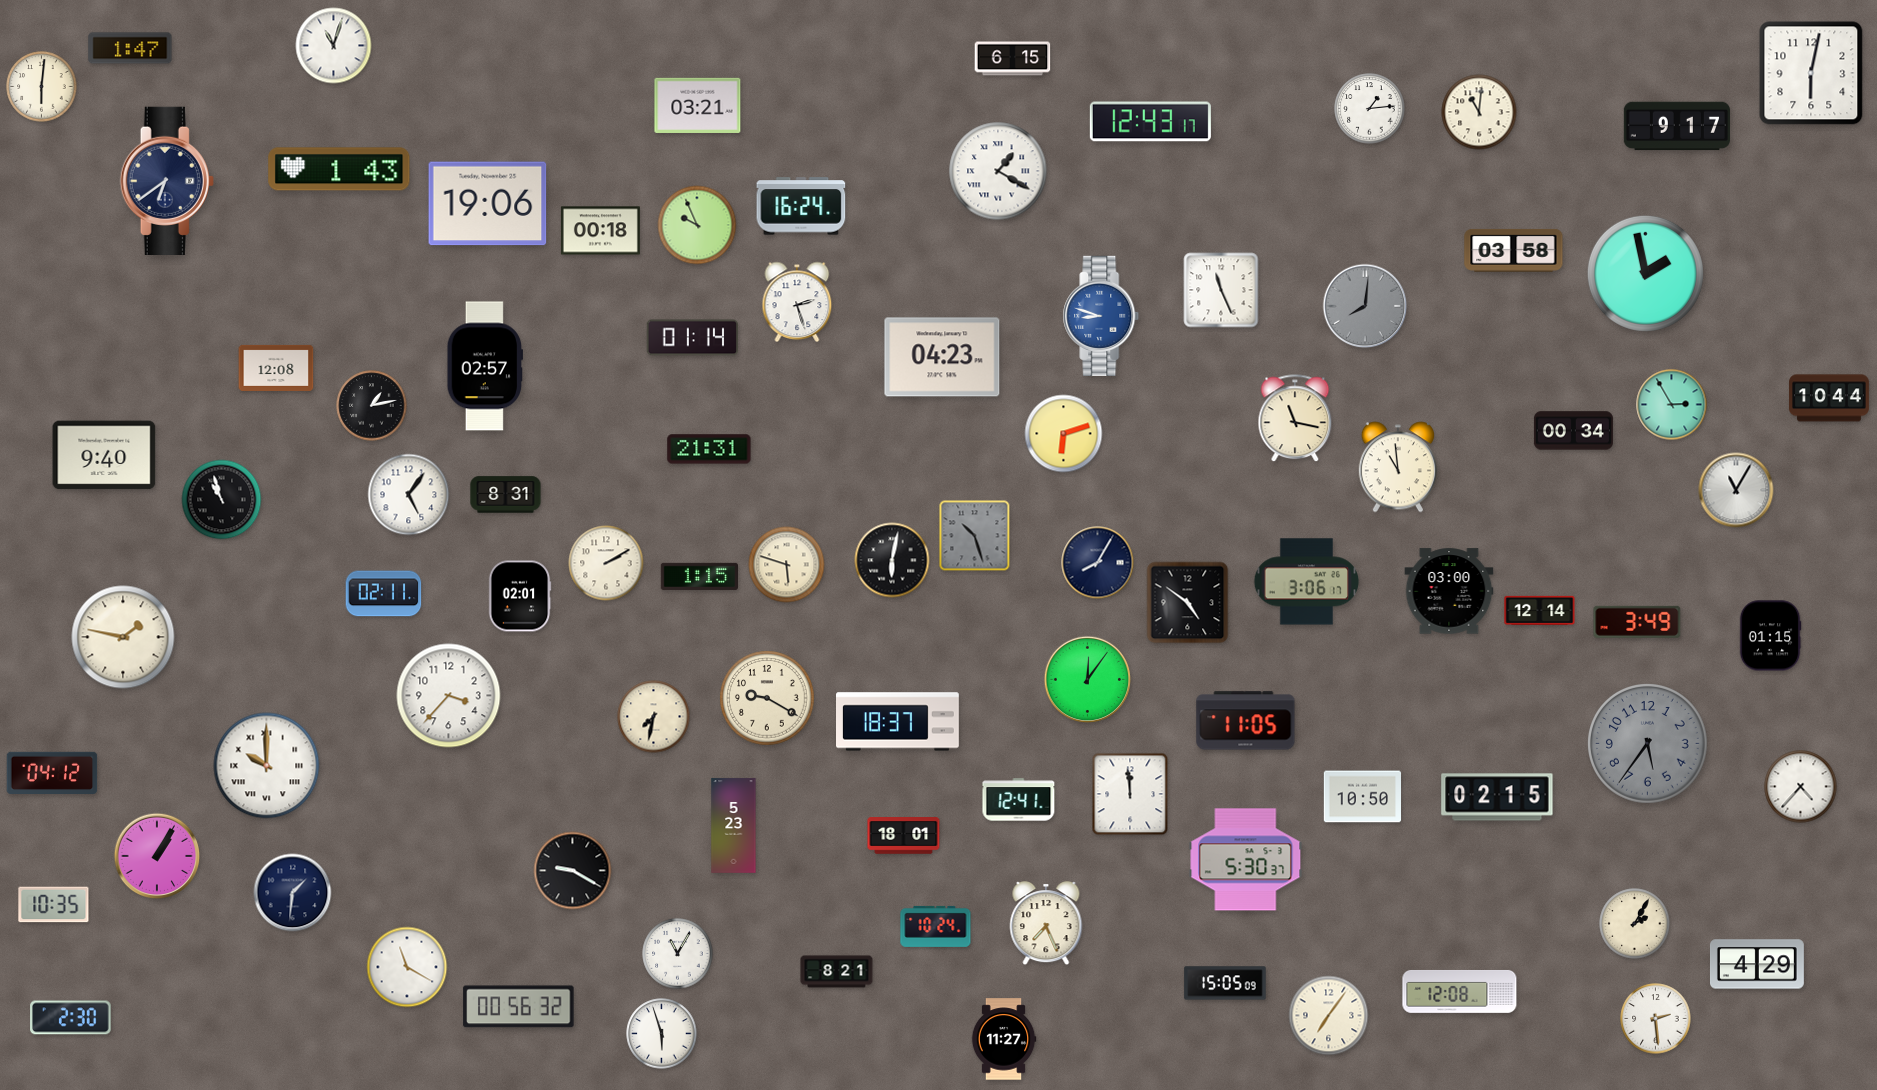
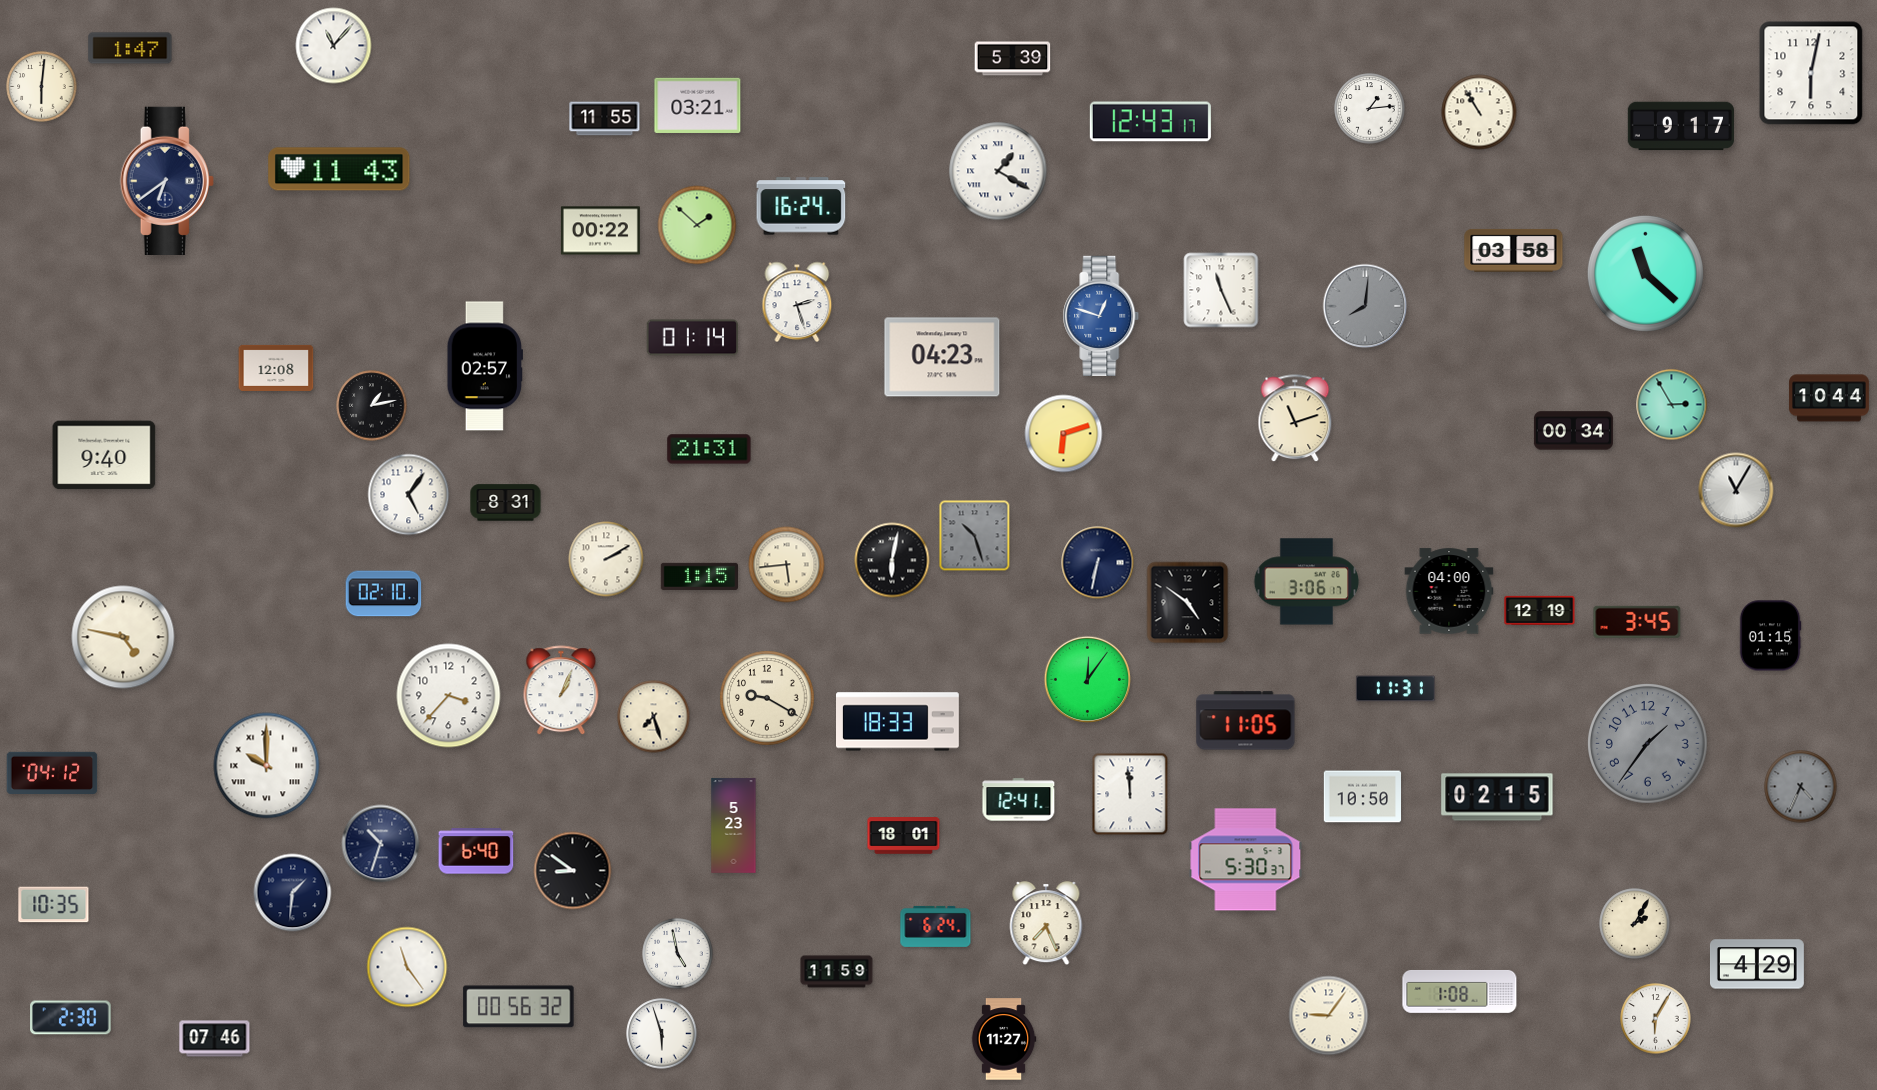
clock at (334, 46): 11:03 -> 11:07
clock at (1013, 59): 6:15 -> 5:39
clock at (1479, 112): 11:01 -> 10:55
clock at (605, 119): none -> 11:55
clock at (1677, 126) position: (1677, 126) -> (1681, 126)
clock at (339, 169): 1:43 -> 11:43
clock at (488, 204): 19:06 -> none
clock at (697, 225): 9:56 -> 1:52
clock at (600, 231): 00:18 -> 00:22
clock at (1645, 273): 1:58 -> 11:22
clock at (1101, 316): 8:48 -> 12:48
clock at (1295, 419): 11:17 -> 11:12
clock at (1397, 467): 10:59 -> none
clock at (506, 495) position: (506, 495) -> (506, 503)
clock at (222, 500): 10:57 -> none
clock at (606, 563) position: (606, 563) -> (606, 559)
clock at (1098, 563): 8:05 -> 6:32
clock at (787, 565): 5:48 -> 5:44
clock at (1449, 591): 03:00 -> 04:00
clock at (384, 594): 02:11 -> 02:10
clock at (520, 596): 02:01 -> none
clock at (1540, 610): 12:14 -> 12:19
clock at (1637, 622): 3:49 -> 3:45
clock at (123, 637): 1:47 -> 4:47
clock at (1395, 689): none -> 11:31
clock at (561, 691): none -> 1:04
clock at (654, 717): 7:32 -> 7:27
clock at (898, 722): 18:37 -> 18:33
clock at (1648, 744): 5:36 -> 1:36
clock at (1801, 787): 4:37 -> 4:34
clock at (1801, 787) dial: white -> grey
clock at (381, 844): none -> 10:33
clock at (476, 851): none -> 6:40
clock at (157, 856): 1:05 -> none
clock at (573, 871): 9:20 -> 8:51
clock at (936, 926): 10:24 -> 6:24
clock at (678, 954): 11:05 -> 4:58
clock at (407, 967): 11:20 -> 11:24
clock at (837, 972): 8:21 -> 11:59
clock at (1225, 983): 15:05 -> none
clock at (1460, 991): 12:08 -> 1:08
clock at (1329, 1016): 7:06 -> 9:06
clock at (1656, 1019): 2:29 -> 6:05
clock at (215, 1039): none -> 07:46
